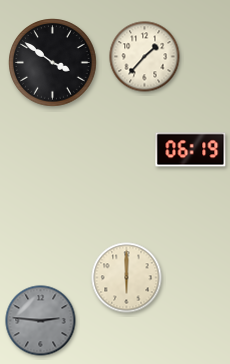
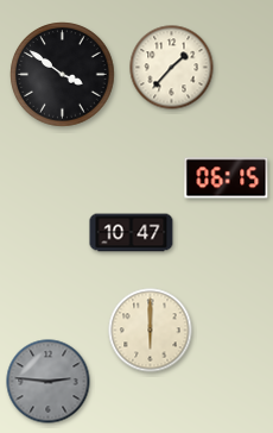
clock at (191, 150): 06:19 -> 06:15
clock at (132, 233): none -> 10:47
